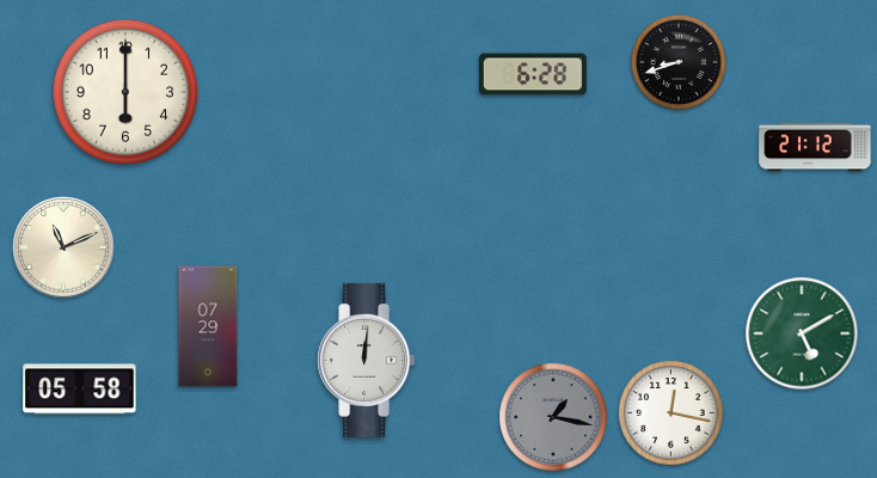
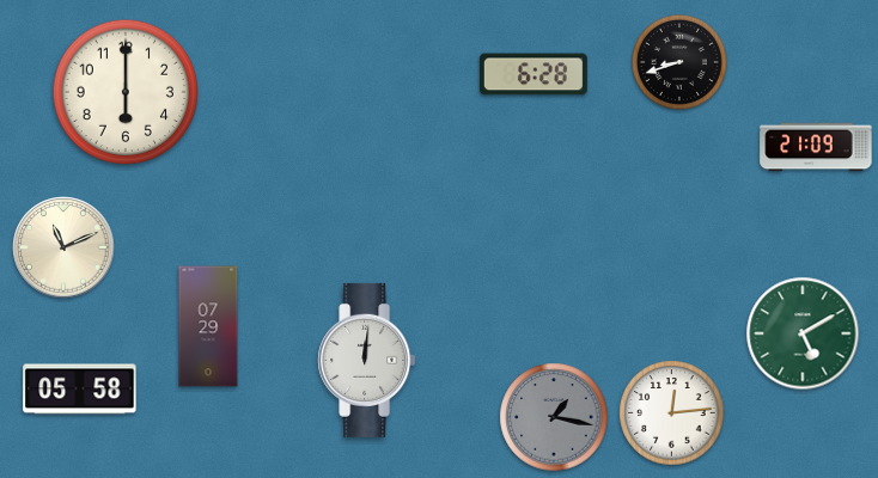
clock at (815, 147): 21:12 -> 21:09
clock at (671, 413): 12:17 -> 12:14
